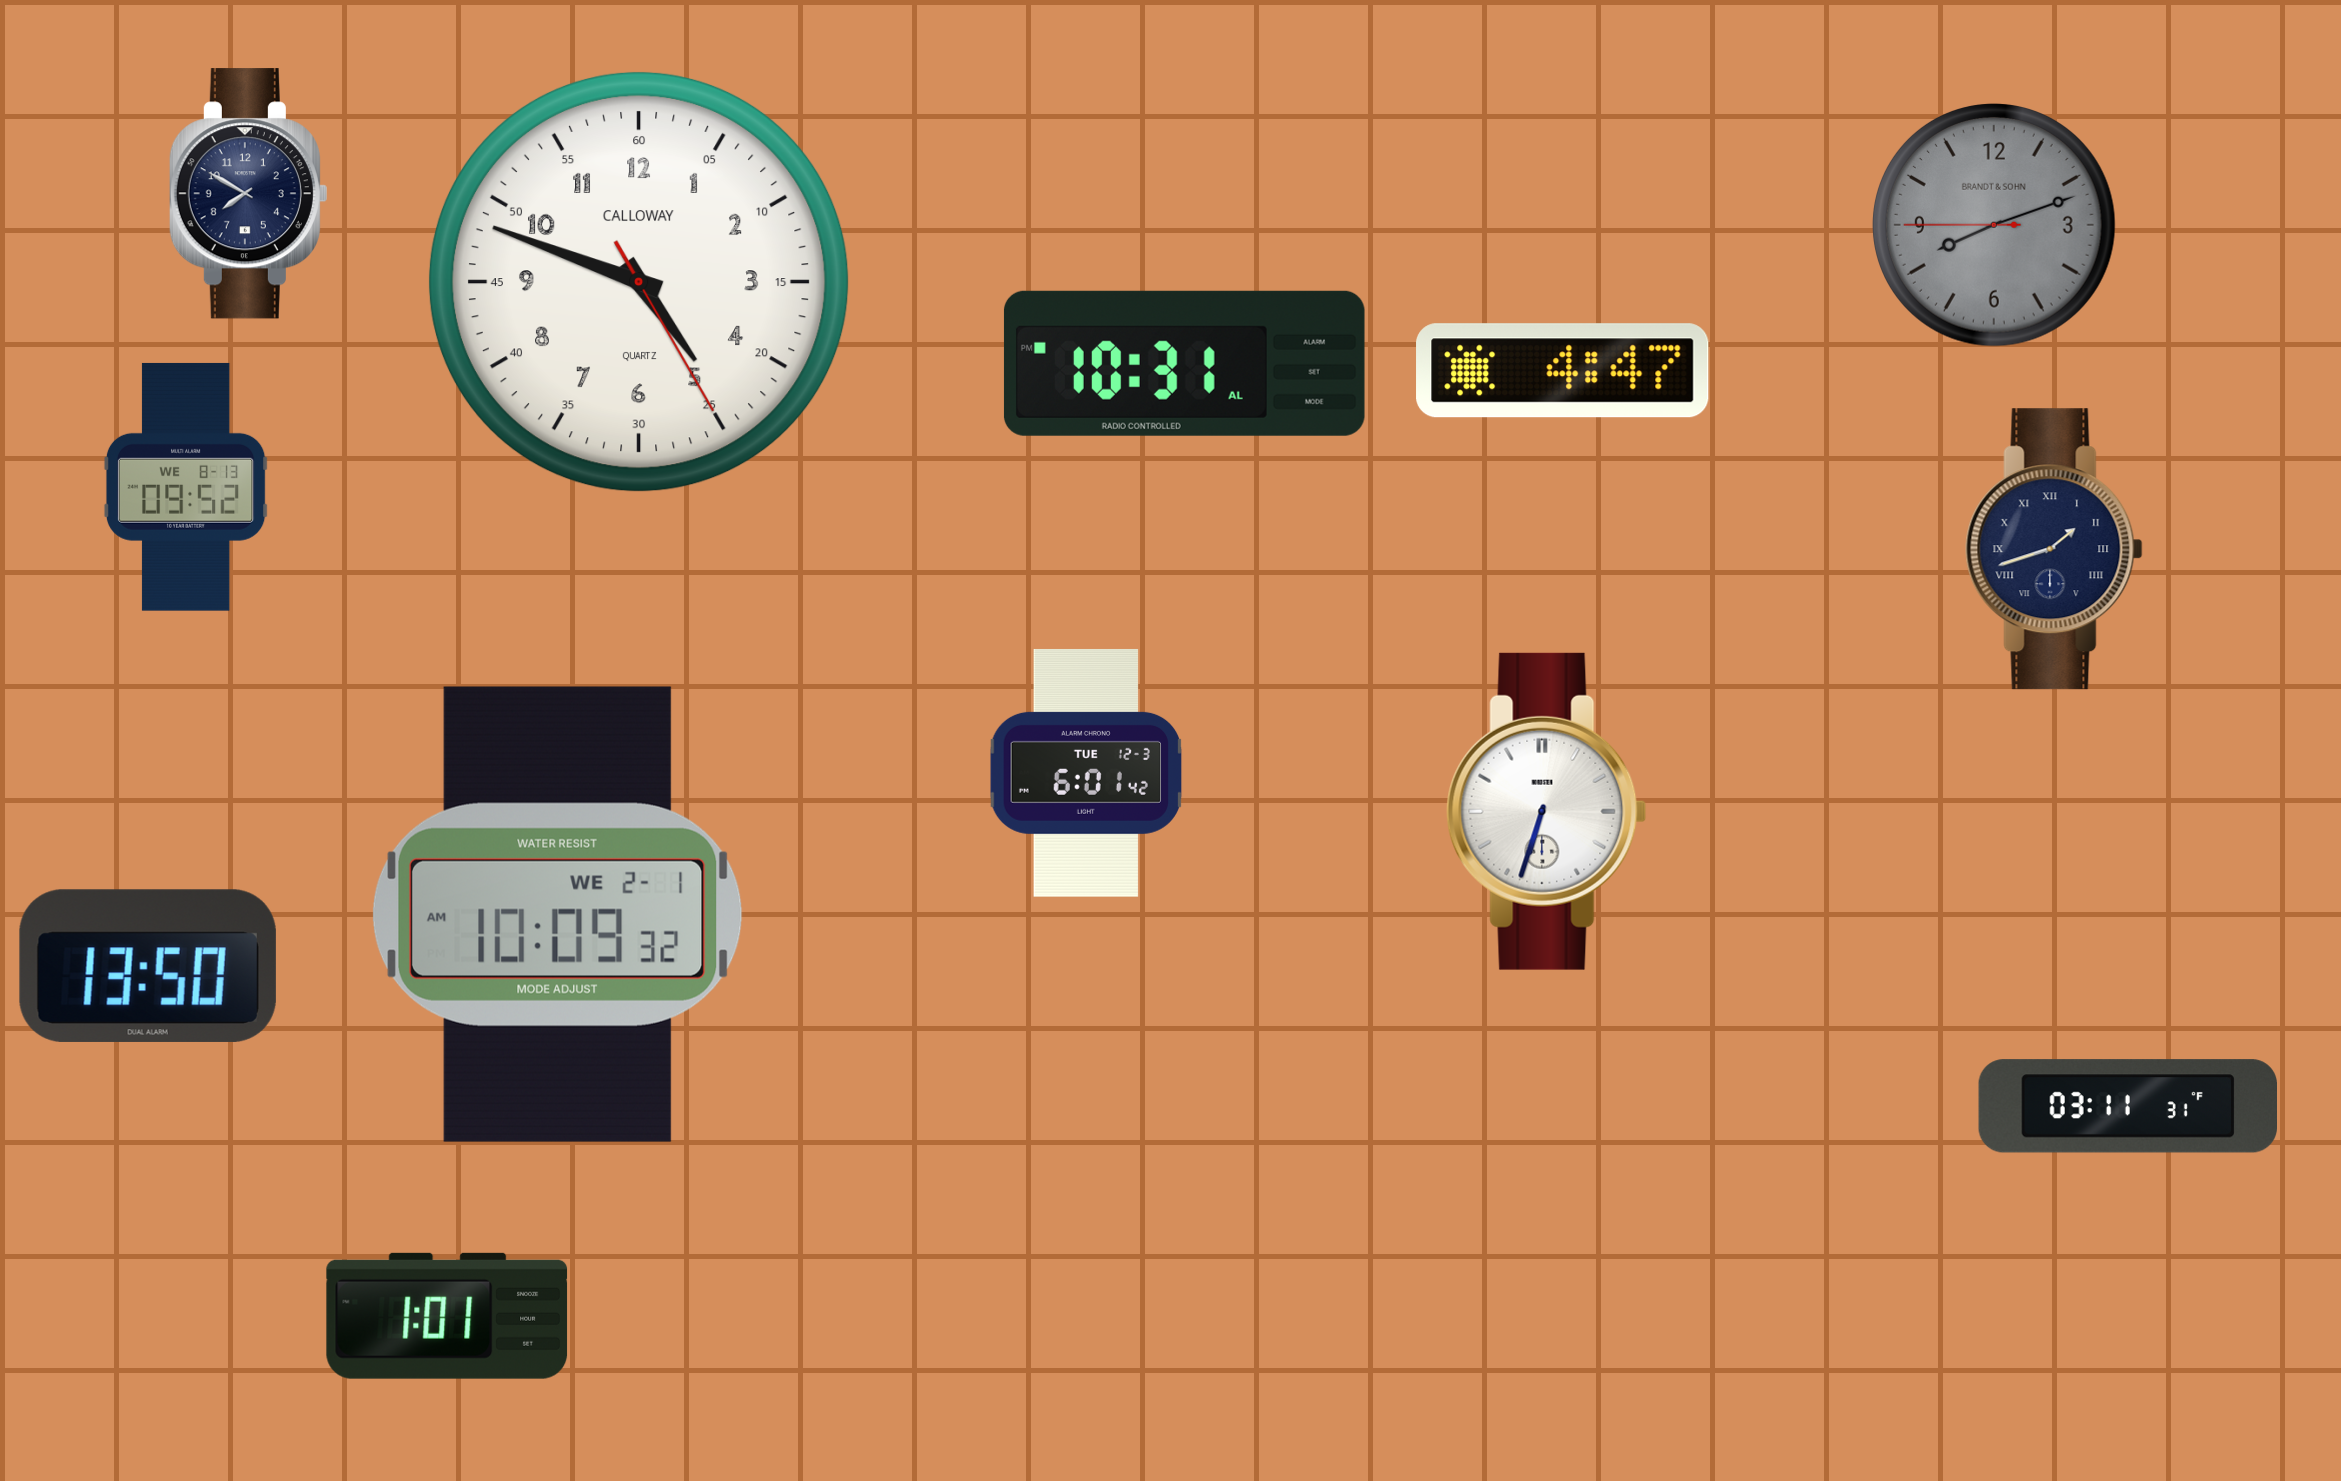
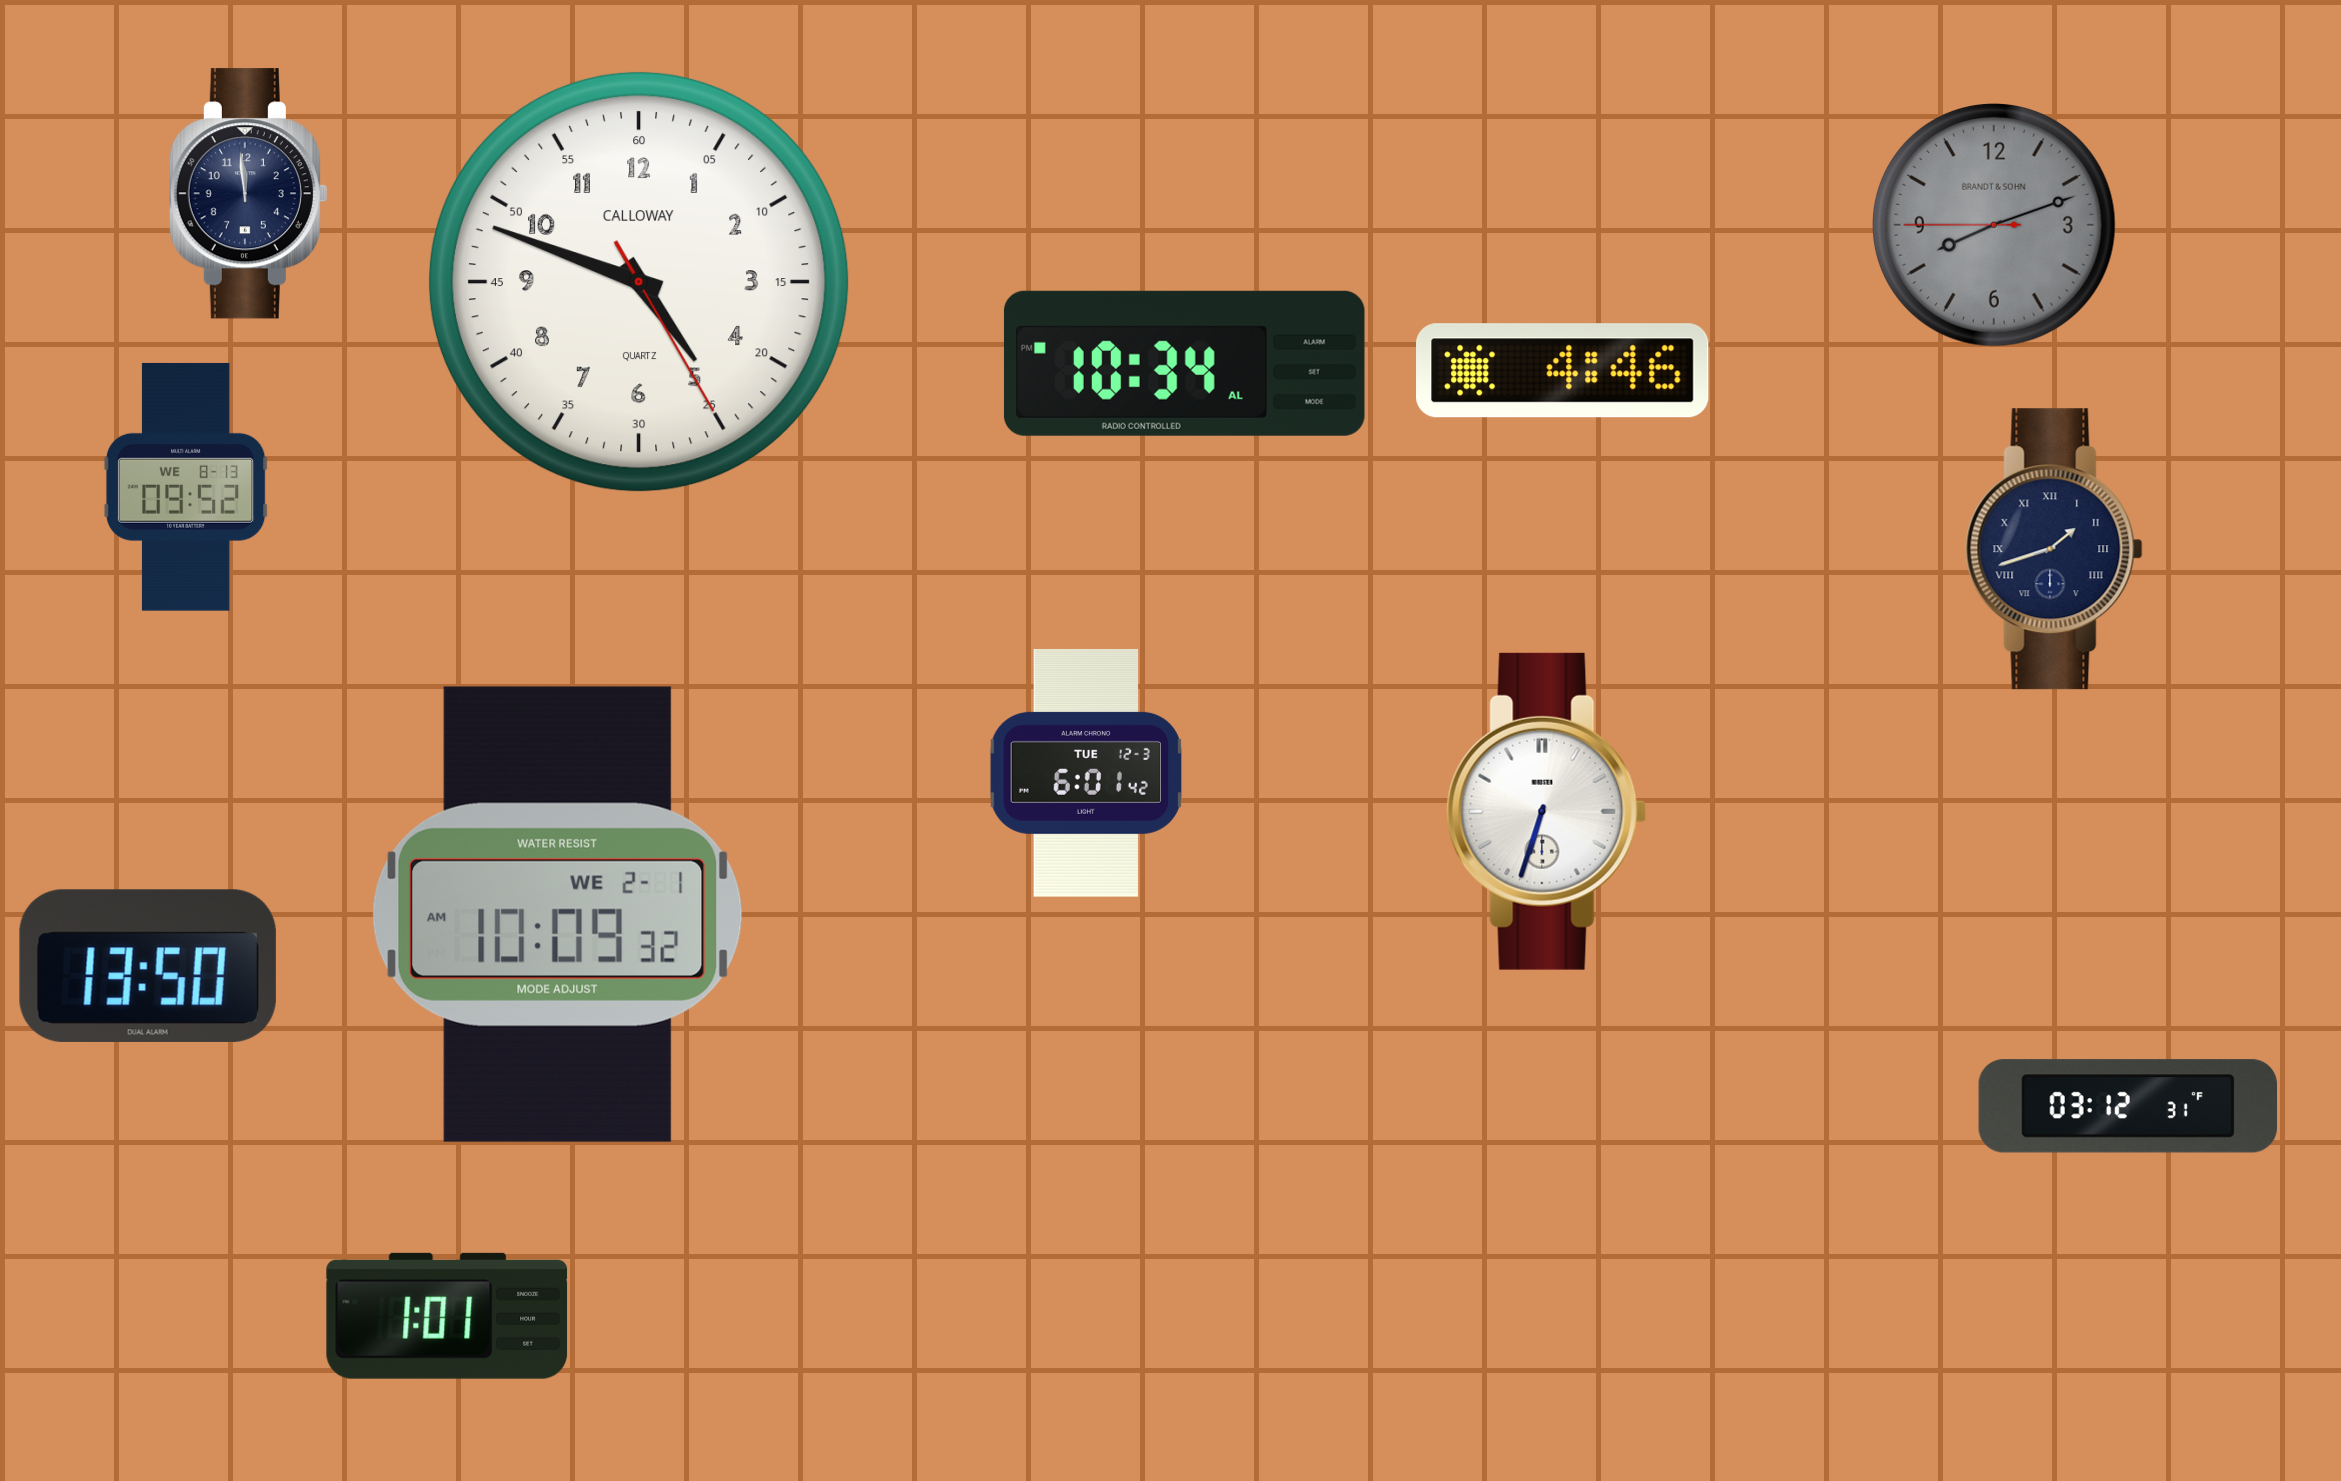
clock at (248, 194): 7:50 -> 11:59
clock at (1184, 363): 10:31 -> 10:34
clock at (1563, 371): 4:47 -> 4:46
clock at (2127, 1106): 03:11 -> 03:12
